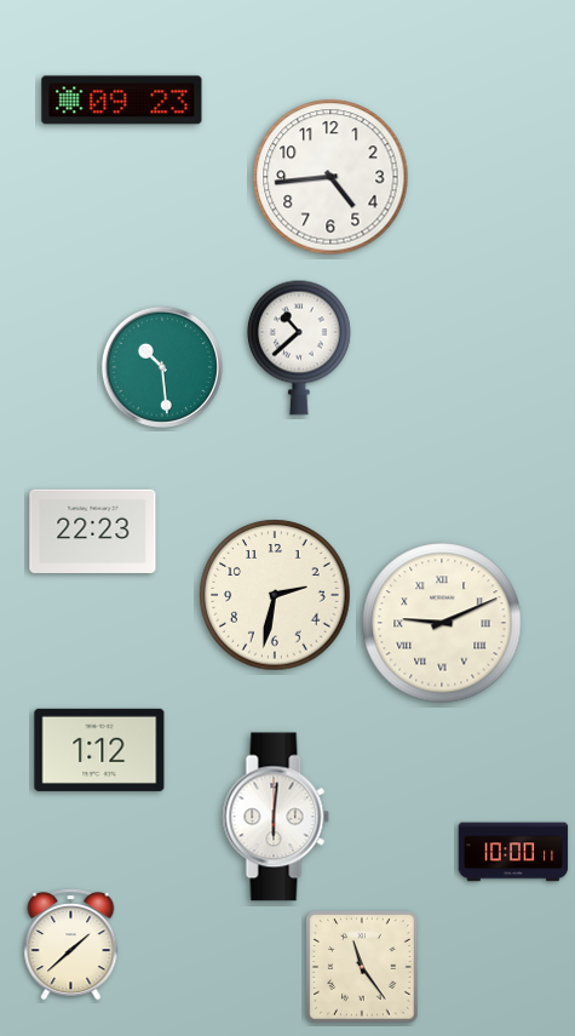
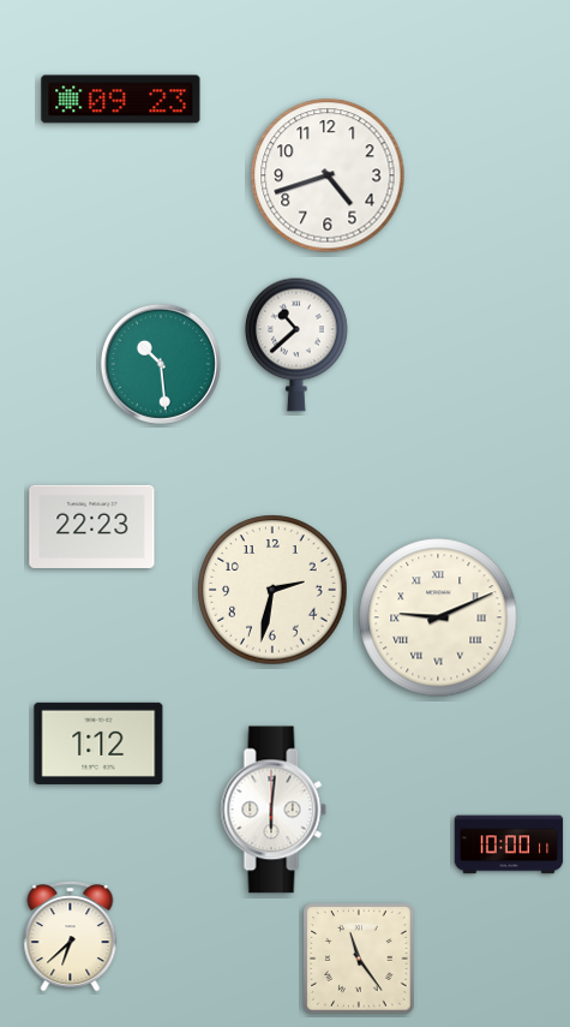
clock at (330, 177): 4:44 -> 4:42
clock at (71, 945): 1:38 -> 6:38
